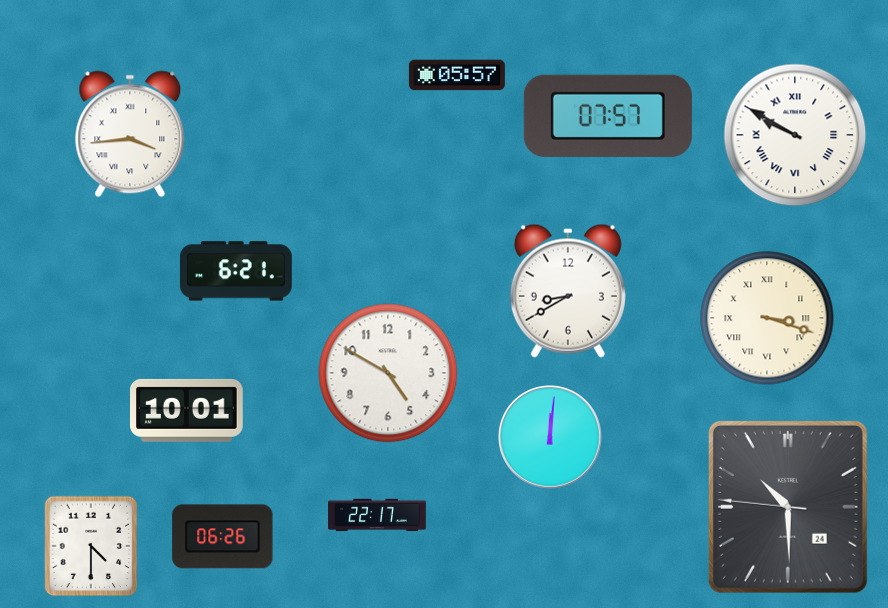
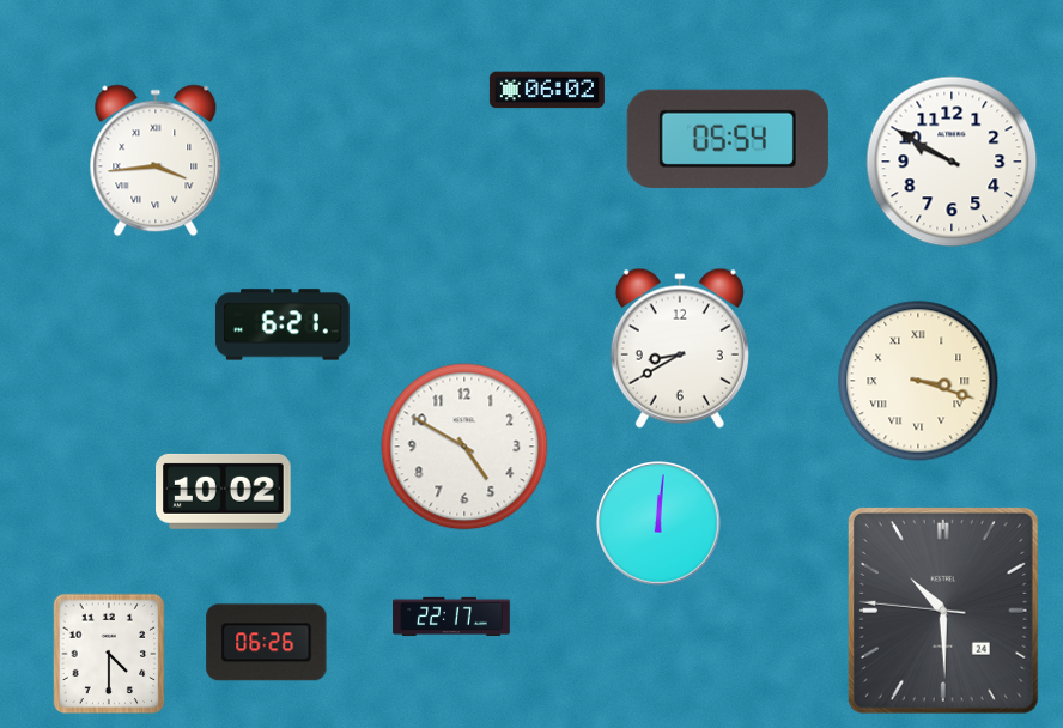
clock at (457, 75): 05:57 -> 06:02
clock at (608, 116): 07:57 -> 05:54
clock at (795, 135) numerals: Roman -> Arabic
clock at (187, 410): 10:01 -> 10:02
clock at (788, 507) position: (788, 507) -> (943, 611)
